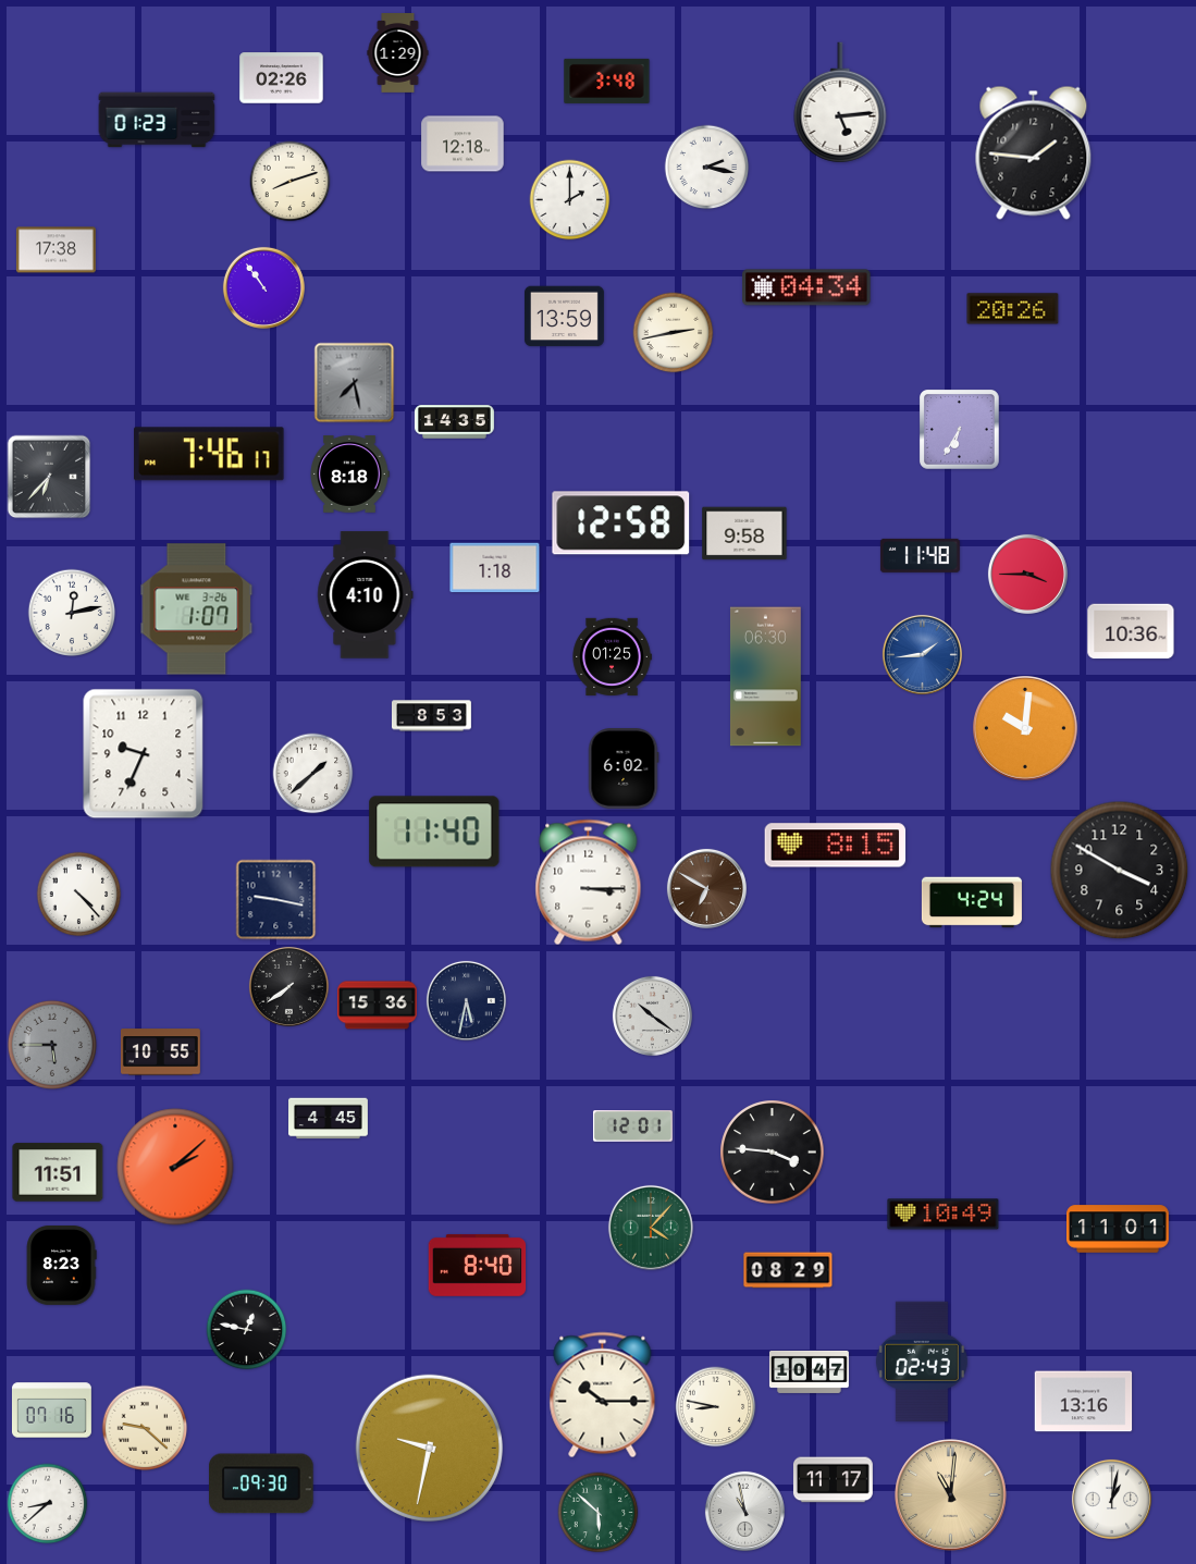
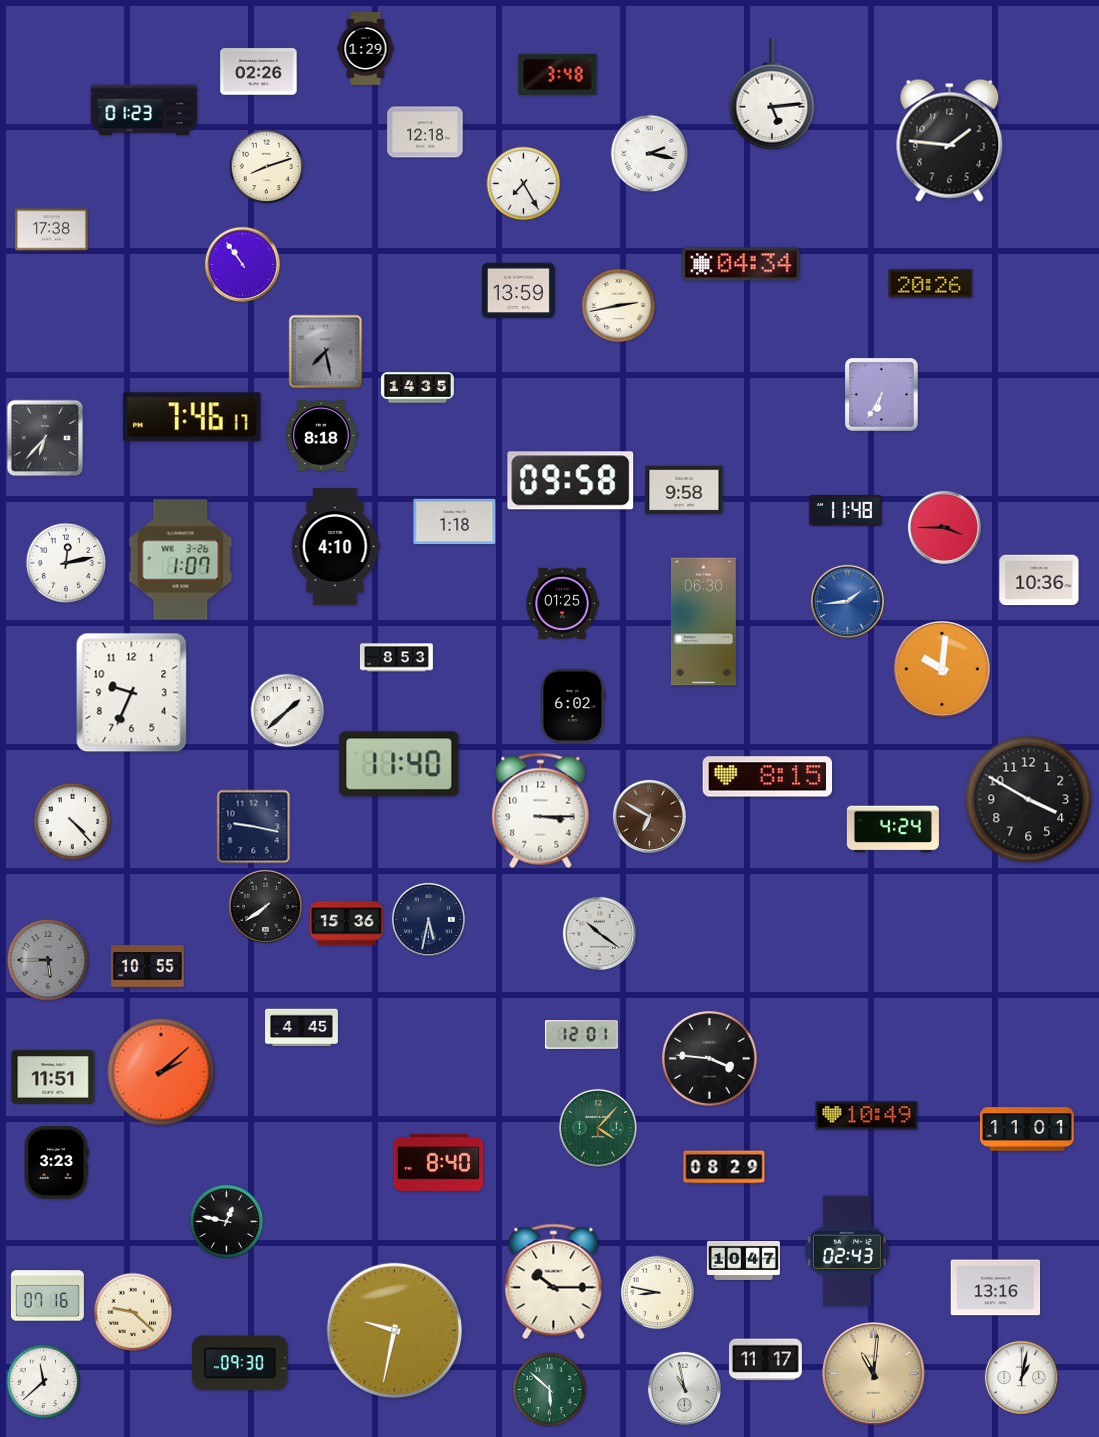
clock at (570, 200): 2:00 -> 7:25
clock at (621, 524): 12:58 -> 09:58
clock at (61, 1265): 8:23 -> 3:23
clock at (48, 1504): 8:38 -> 11:38
